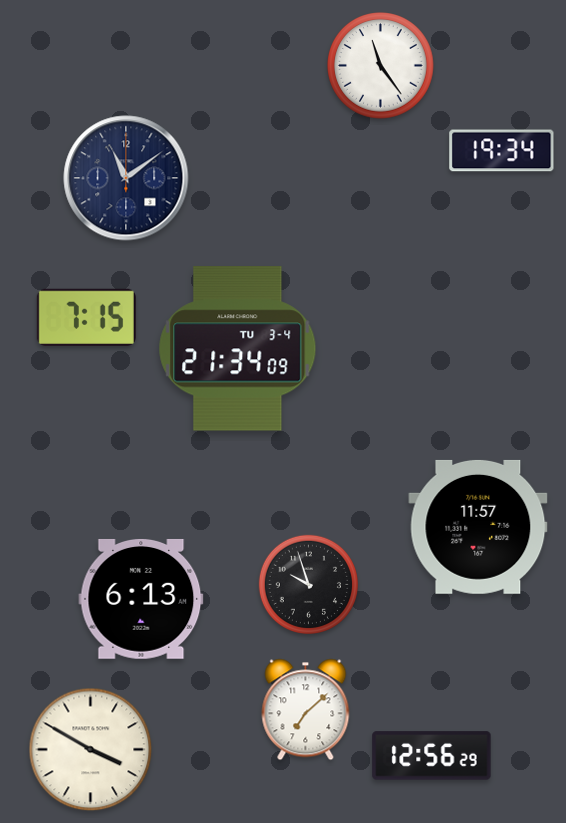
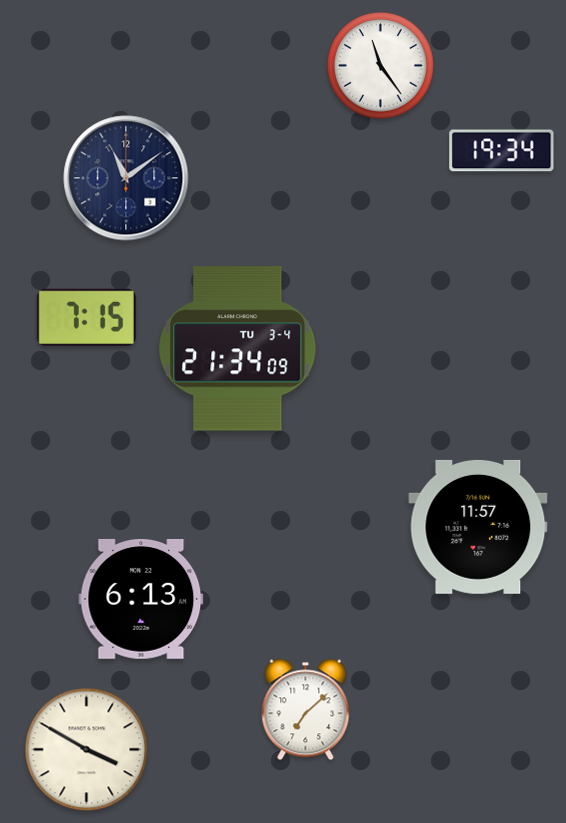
clock at (308, 584): 9:57 -> none
clock at (91, 750) position: (91, 750) -> (87, 750)
clock at (432, 756): 12:56 -> none
